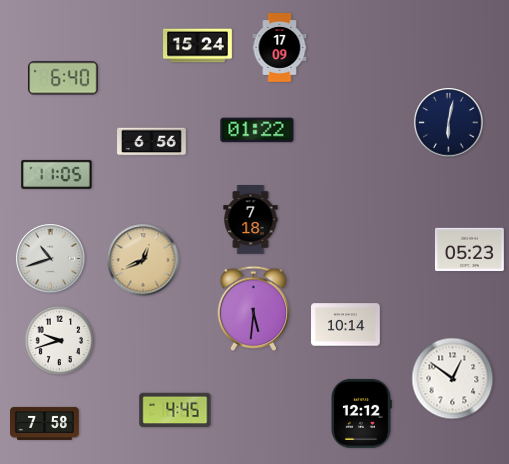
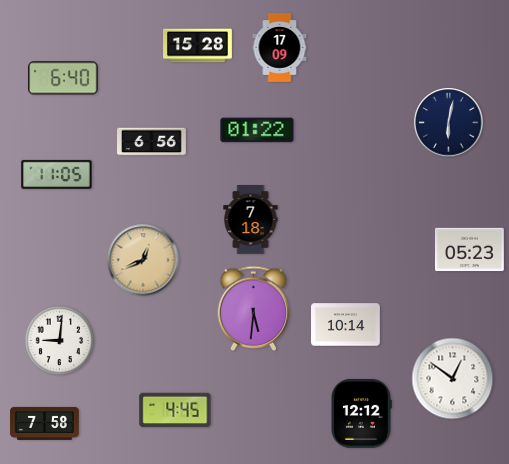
clock at (198, 46): 15:24 -> 15:28
clock at (51, 259): 10:42 -> none
clock at (59, 340): 9:42 -> 9:01
